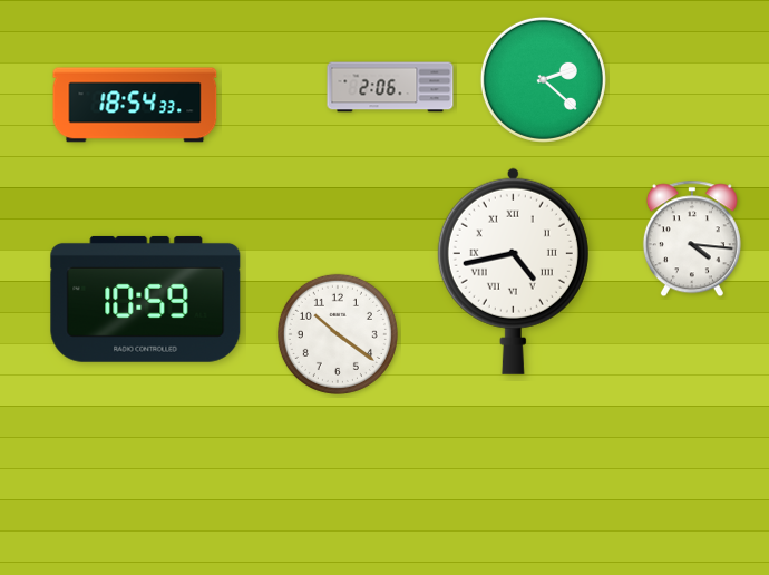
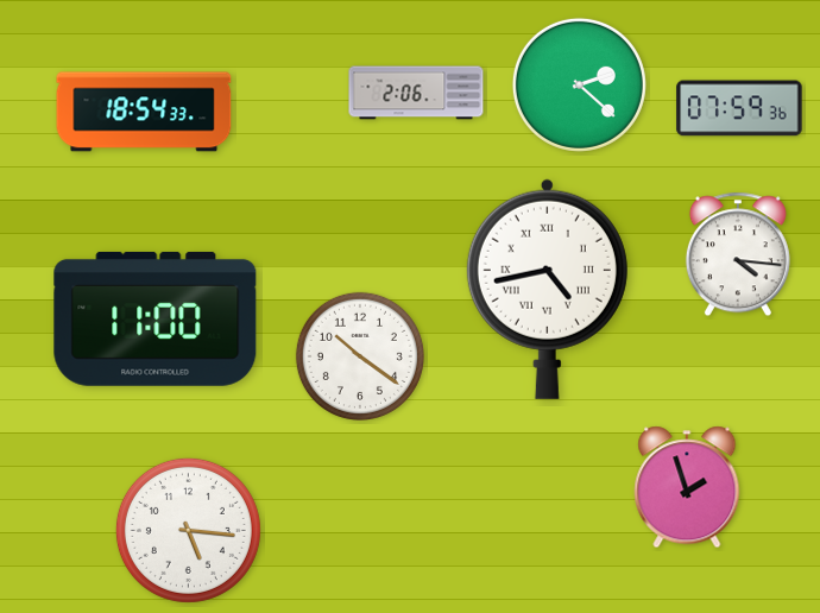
clock at (739, 108): none -> 07:59
clock at (146, 299): 10:59 -> 11:00
clock at (687, 487): none -> 1:57
clock at (188, 530): none -> 5:16
